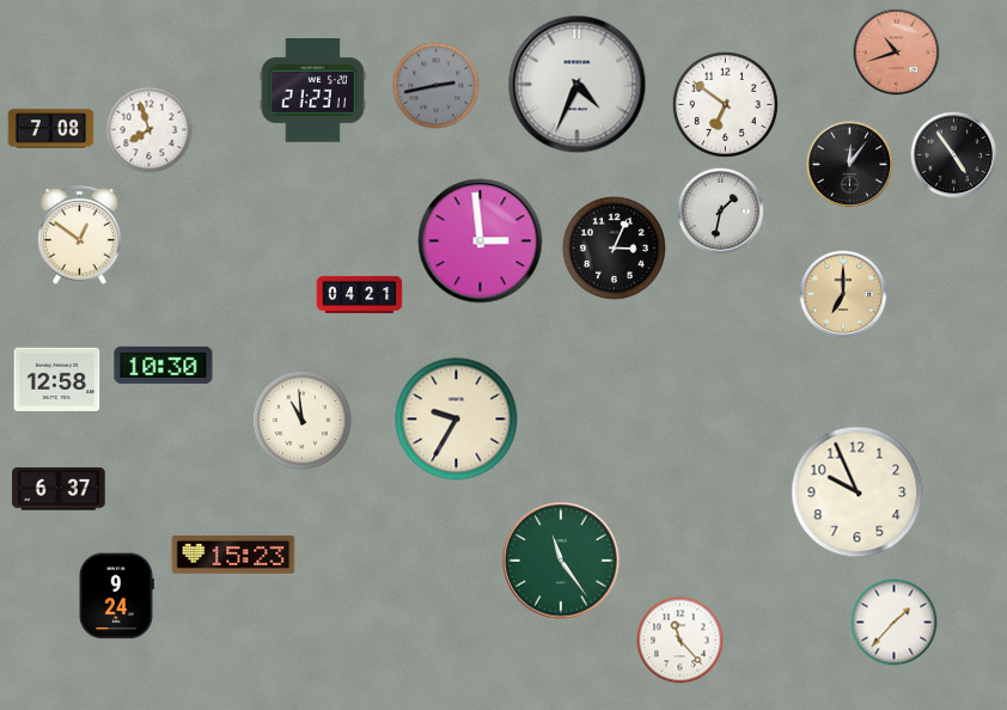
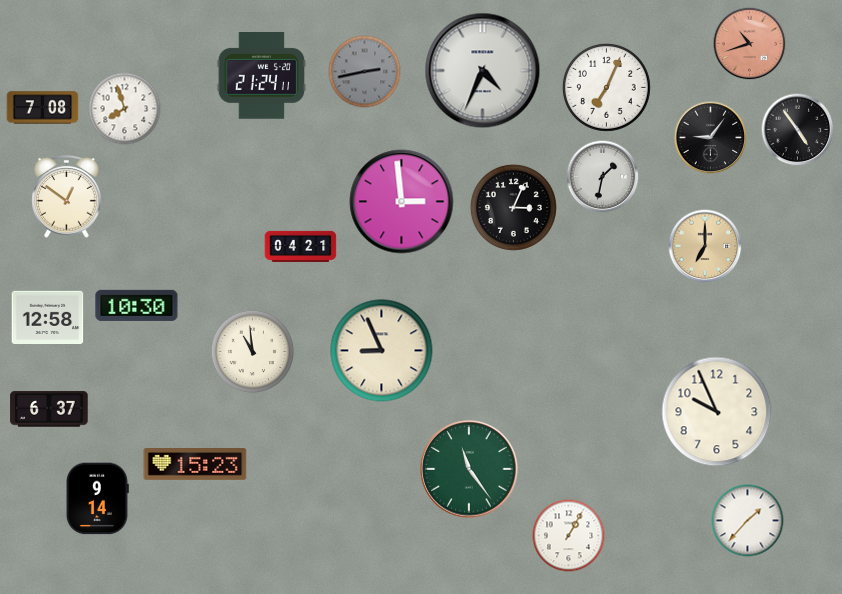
clock at (313, 91): 21:23 -> 21:24
clock at (725, 104): 6:51 -> 7:04
clock at (850, 165): 12:06 -> 9:06
clock at (457, 420): 9:35 -> 8:56
clock at (116, 596): 9:24 -> 9:14
clock at (681, 641): 11:23 -> 1:05
